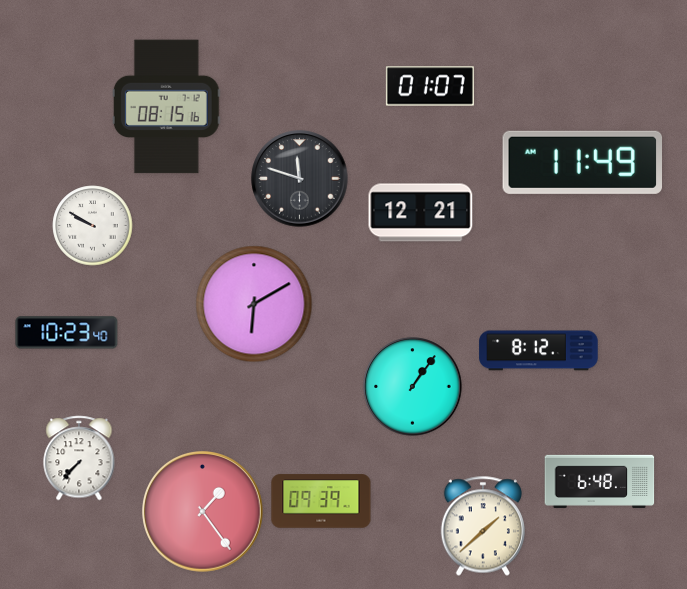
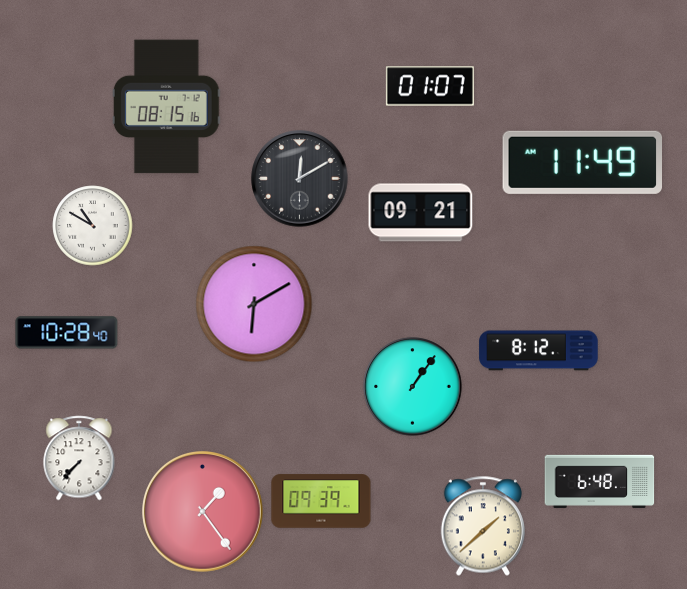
clock at (300, 179): 11:48 -> 12:10
clock at (421, 213): 12:21 -> 09:21
clock at (93, 226): 9:50 -> 10:50
clock at (67, 333): 10:23 -> 10:28
